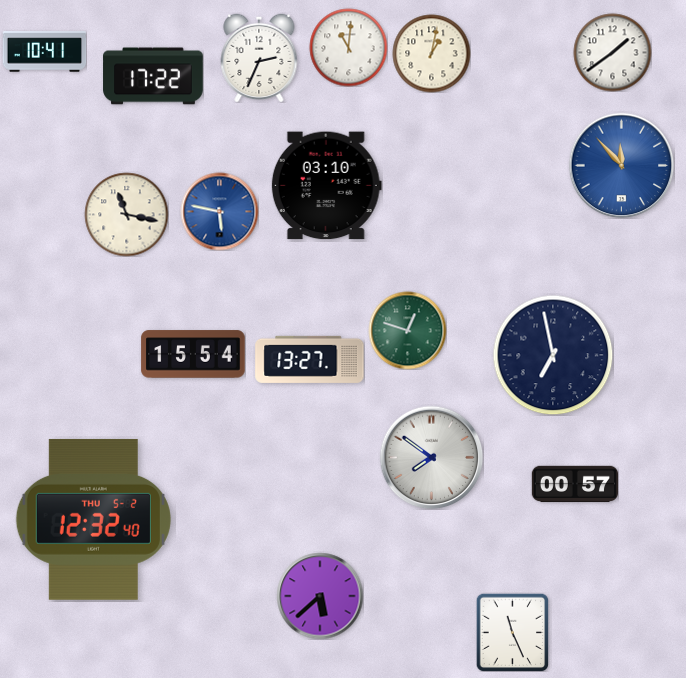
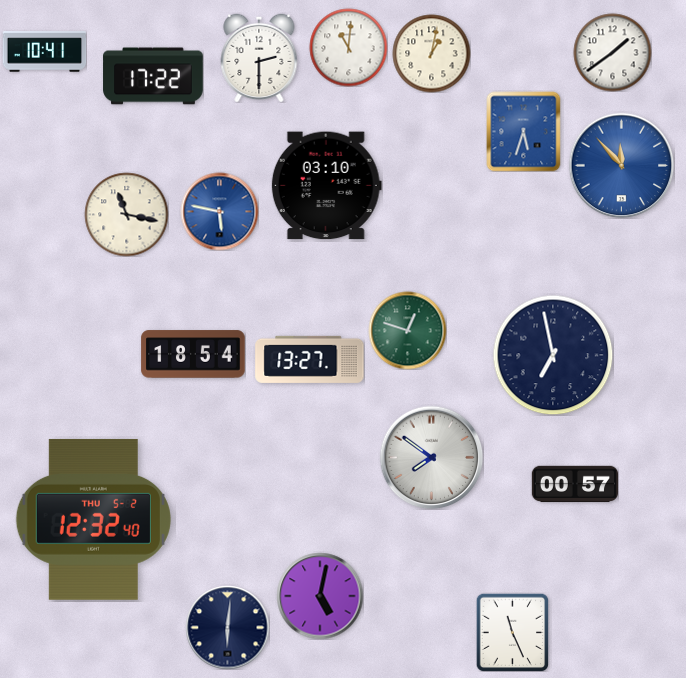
clock at (259, 58): 2:34 -> 2:30
clock at (524, 131): none -> 5:33
clock at (193, 354): 15:54 -> 18:54
clock at (320, 596): 5:38 -> 5:02
clock at (227, 627): none -> 6:01
